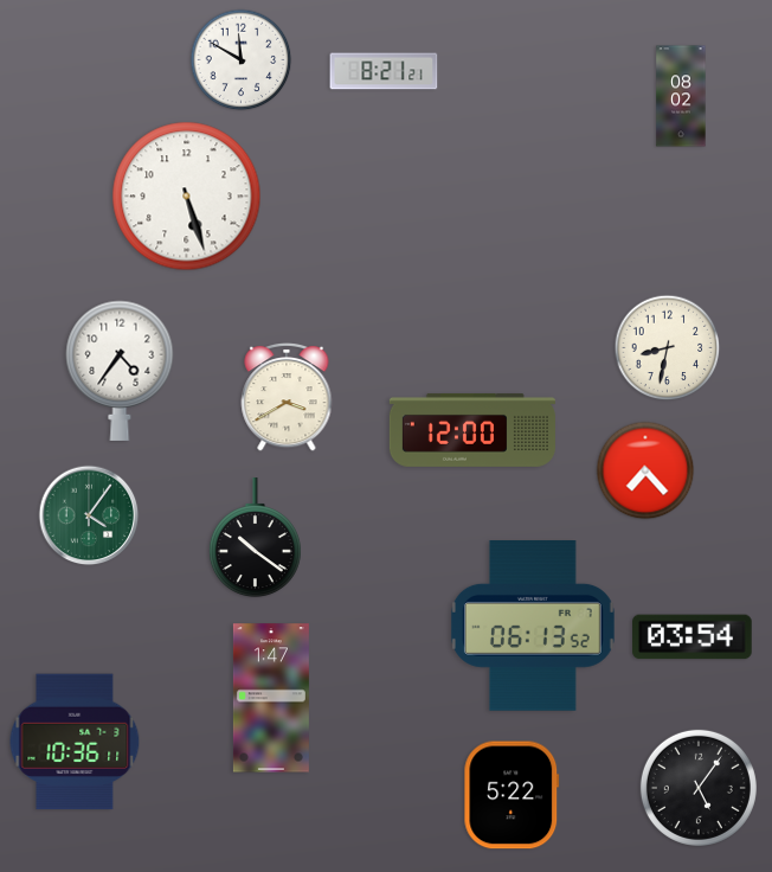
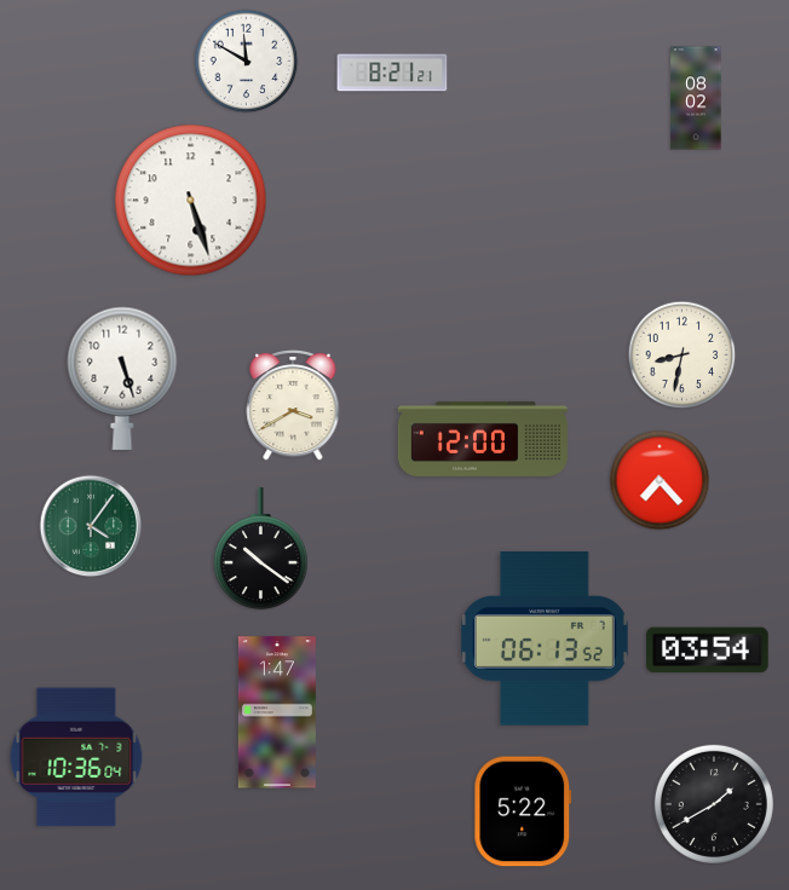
clock at (120, 371): 4:36 -> 5:27
clock at (75, 742): 10:36:11 -> 10:36:04
clock at (699, 788): 5:06 -> 1:40
